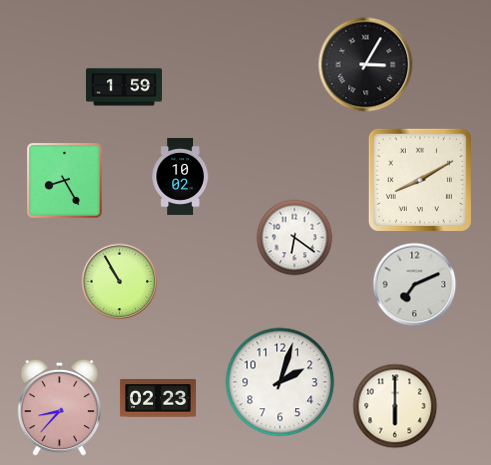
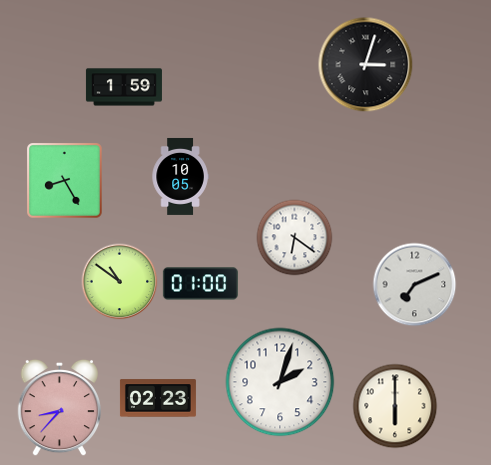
clock at (366, 65): 3:05 -> 3:03
clock at (180, 176): 10:02 -> 10:05
clock at (419, 179): 8:10 -> none
clock at (120, 282): 10:55 -> 10:51
clock at (200, 284): none -> 01:00
